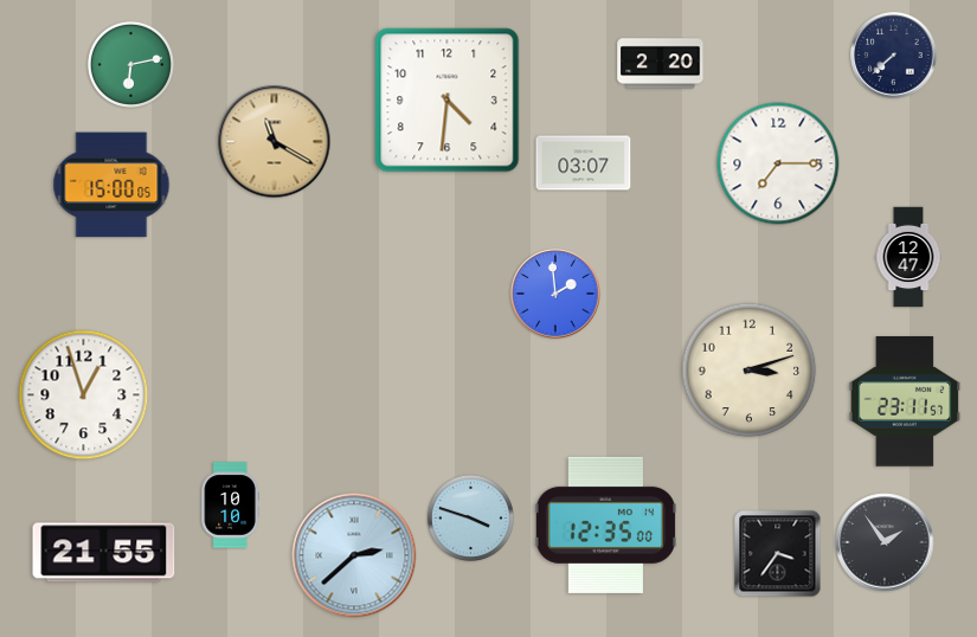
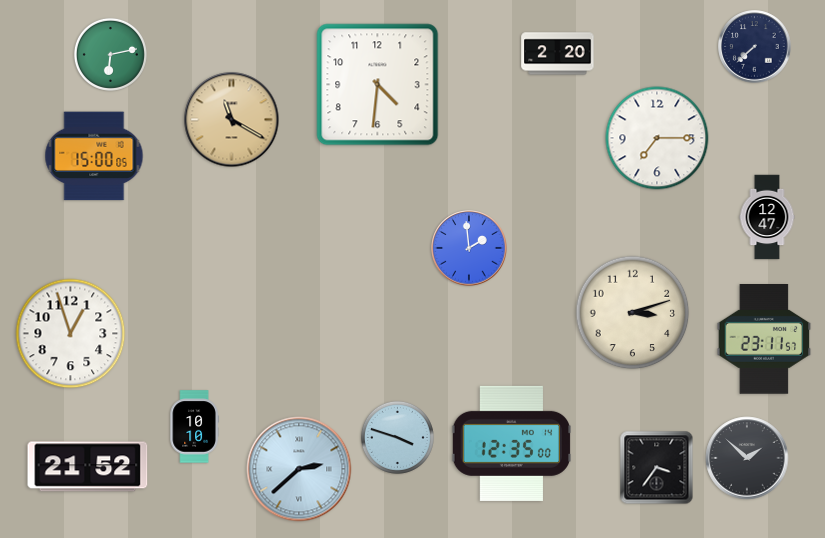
clock at (584, 163): 03:07 -> none
clock at (885, 542): 1:54 -> 1:52
clock at (104, 553): 21:55 -> 21:52
